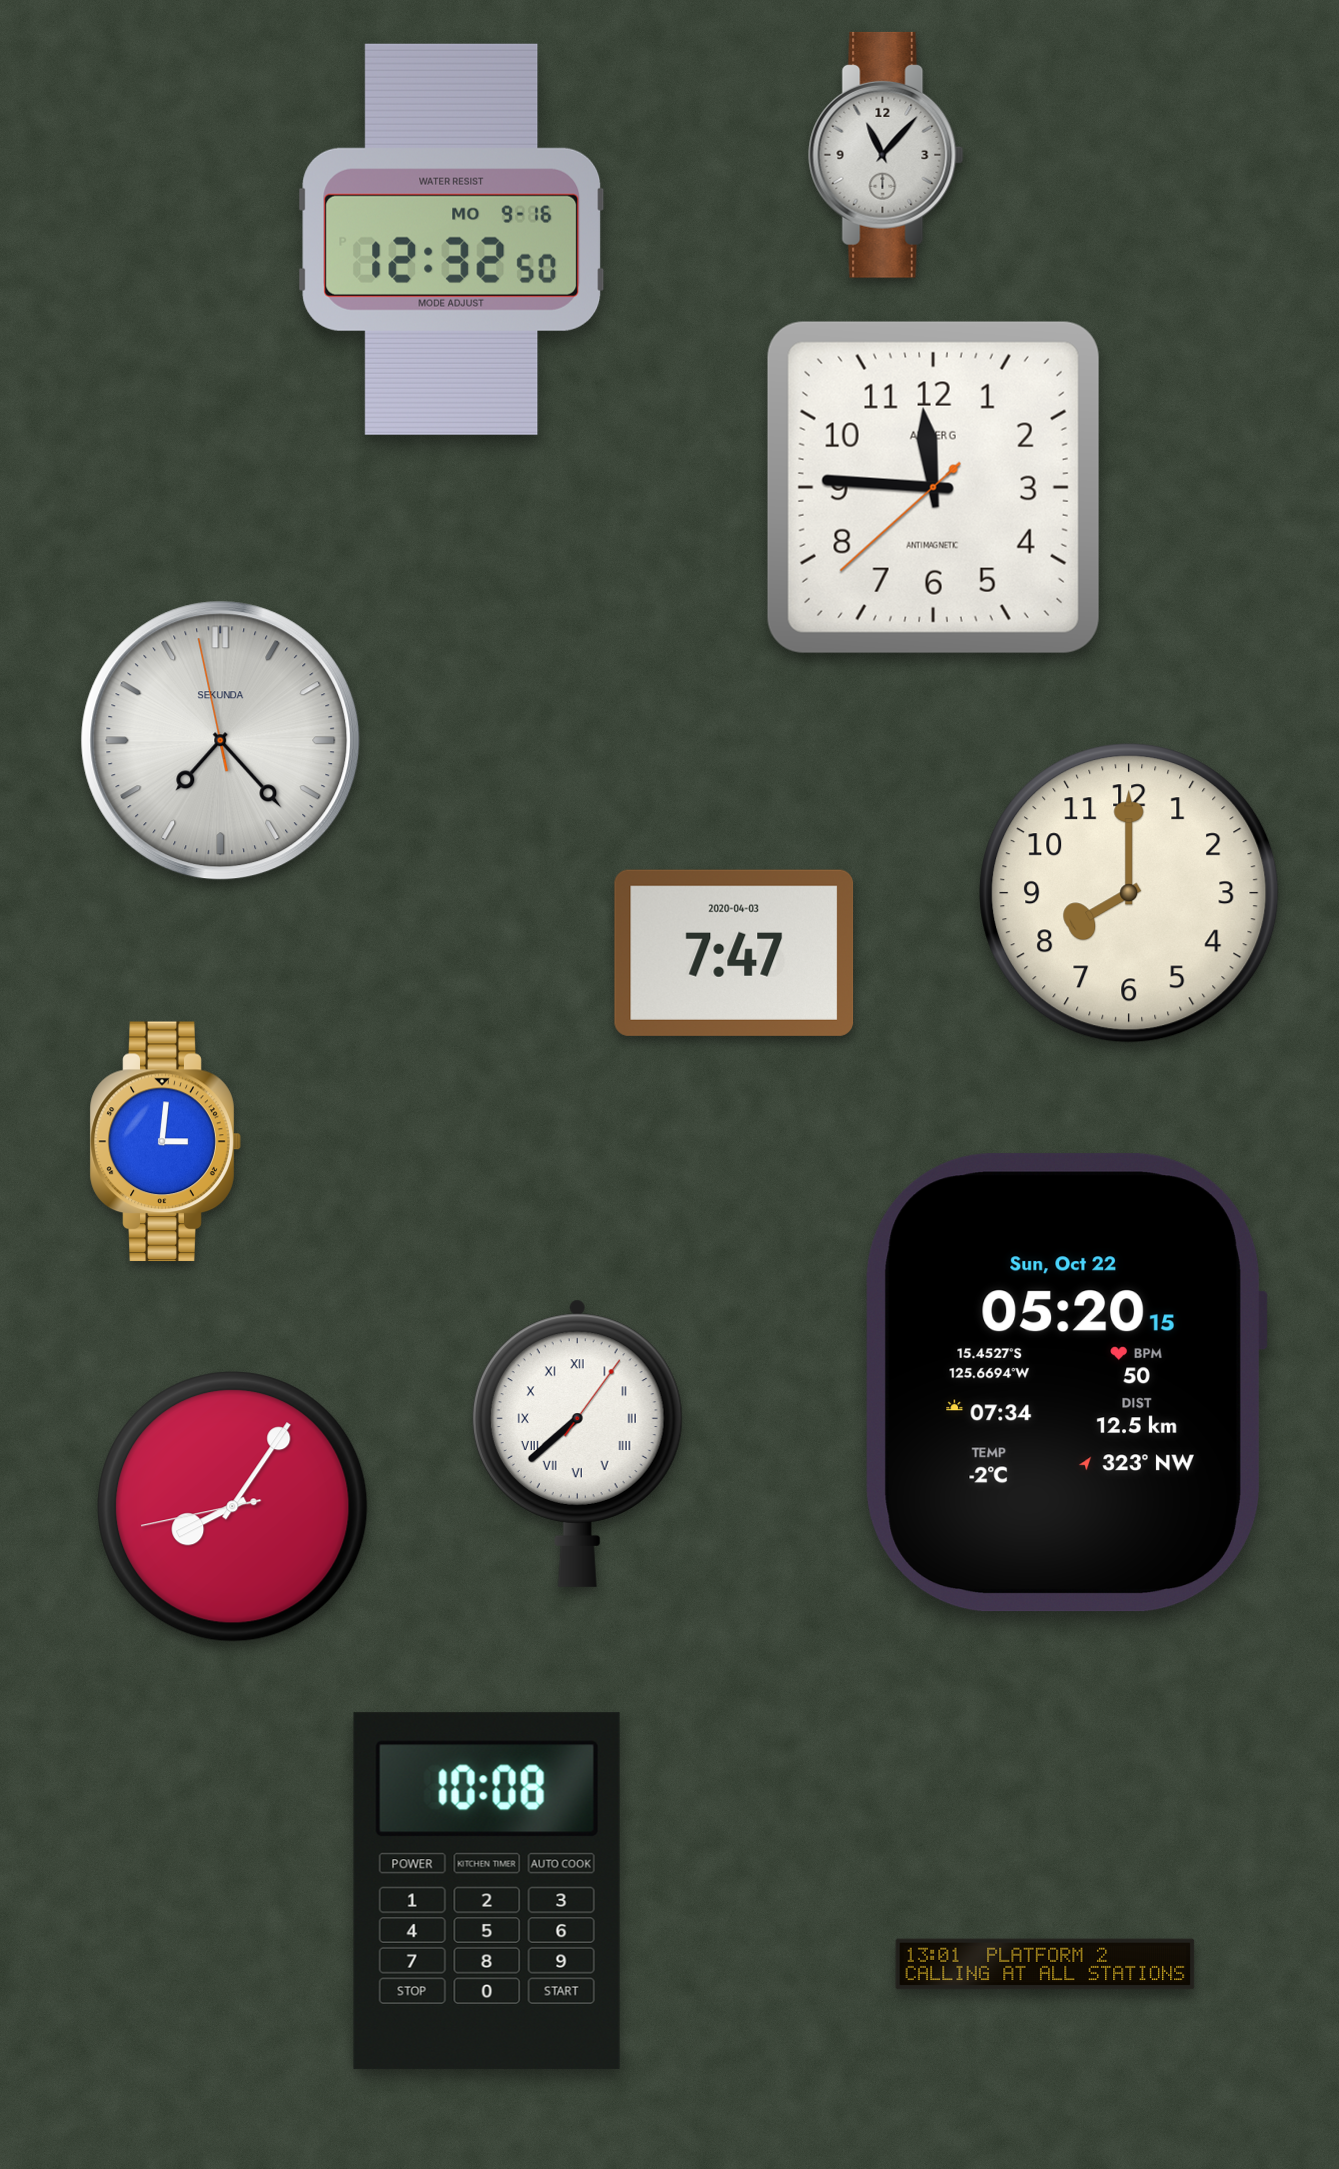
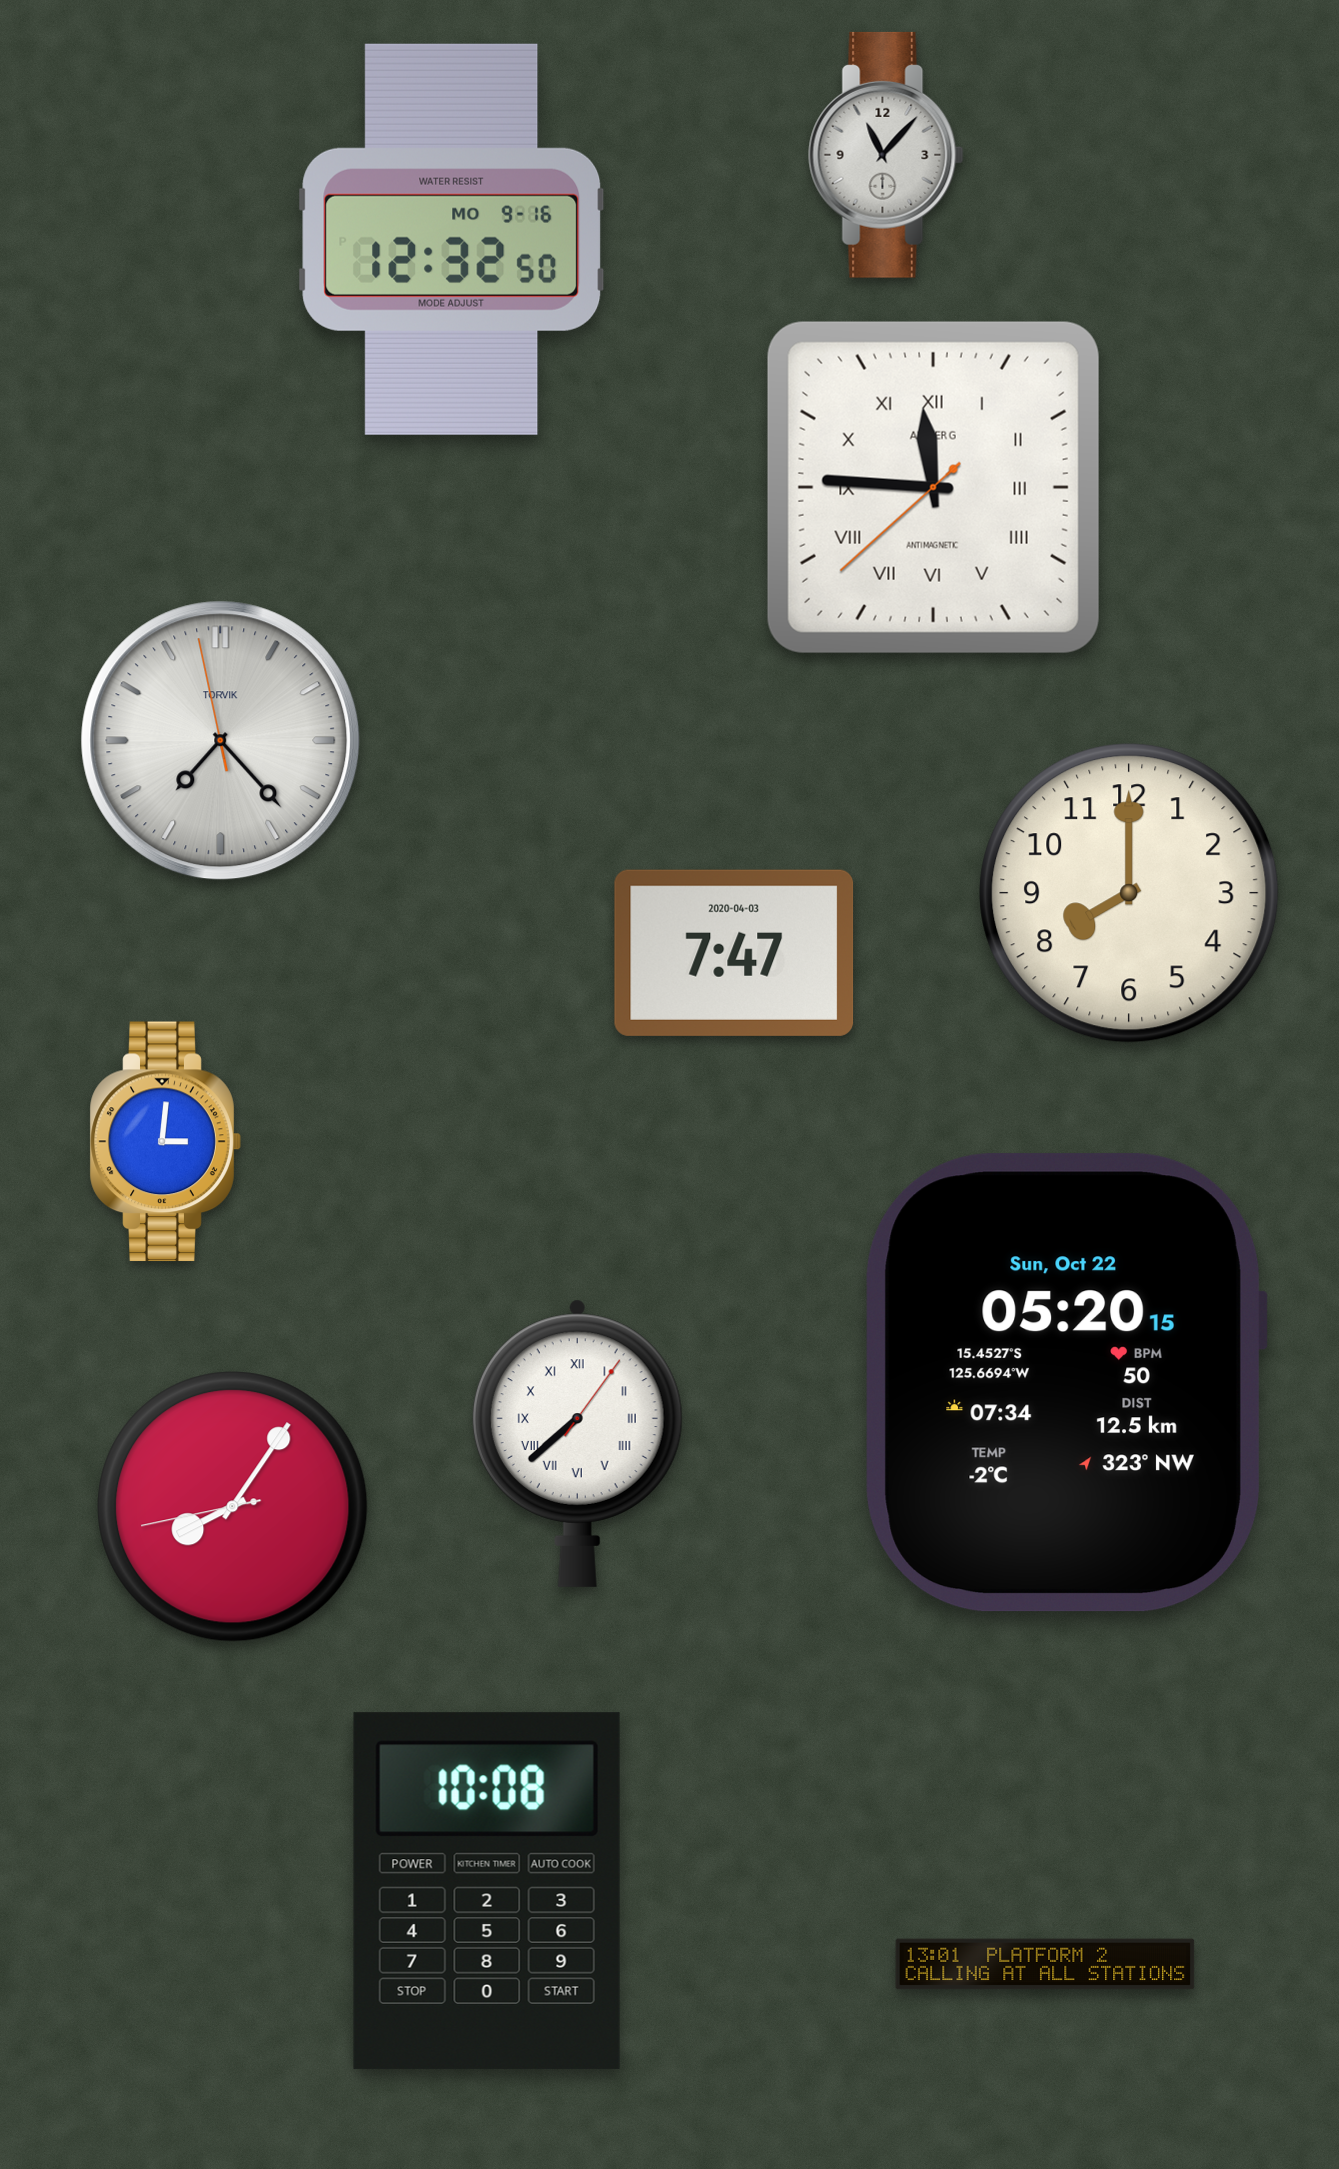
clock at (933, 487) numerals: Arabic -> Roman
clock at (221, 741) brand: SEKUNDA -> TORVIK
